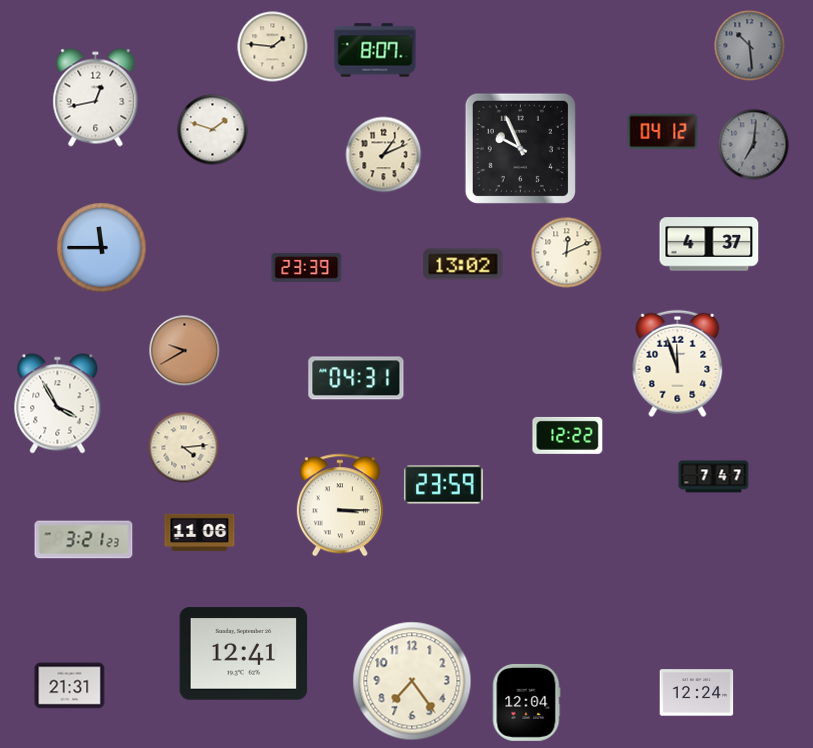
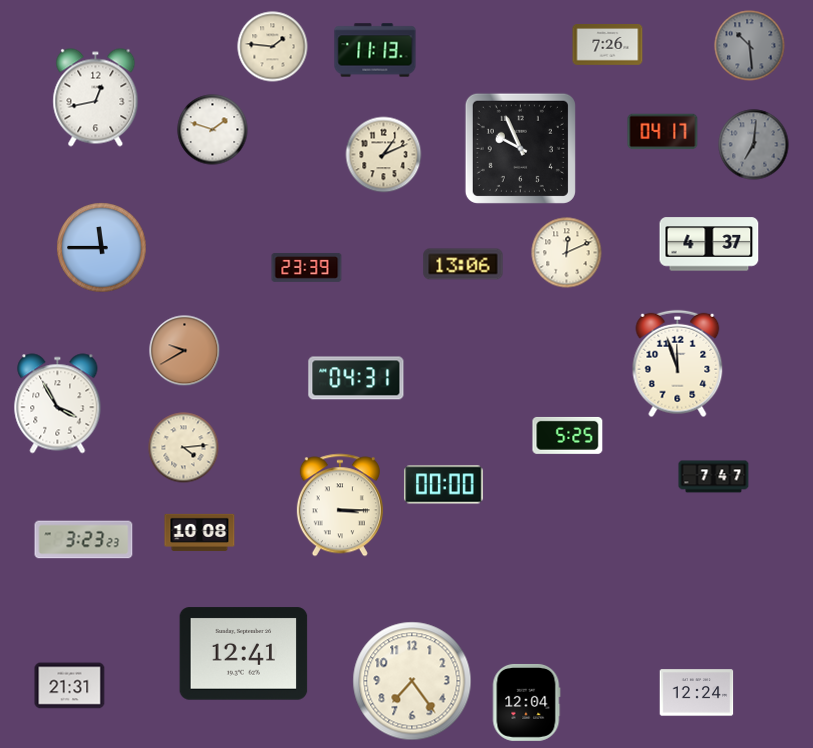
clock at (608, 45): none -> 7:26
clock at (375, 50): 8:07 -> 11:13
clock at (663, 132): 04:12 -> 04:17
clock at (463, 264): 13:02 -> 13:06
clock at (568, 435): 12:22 -> 5:25
clock at (444, 485): 23:59 -> 00:00
clock at (200, 532): 11:06 -> 10:08
clock at (84, 540): 3:21 -> 3:23
